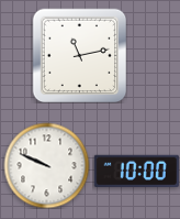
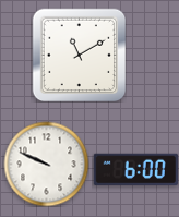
clock at (79, 55): 11:13 -> 11:10
clock at (136, 171): 10:00 -> 6:00
